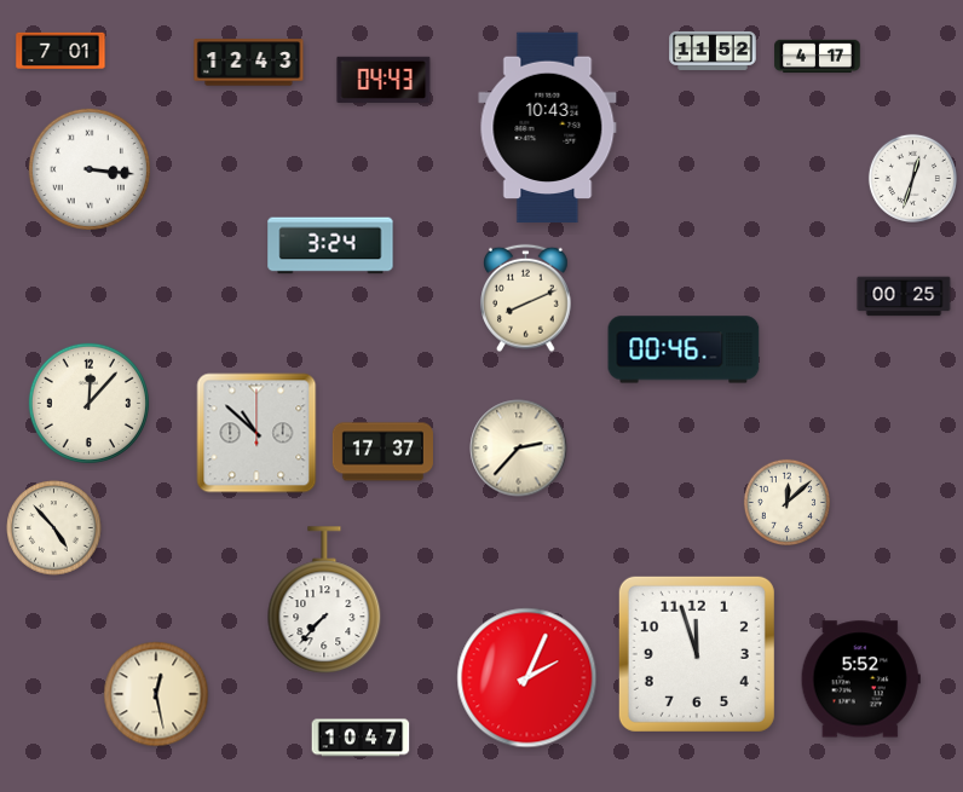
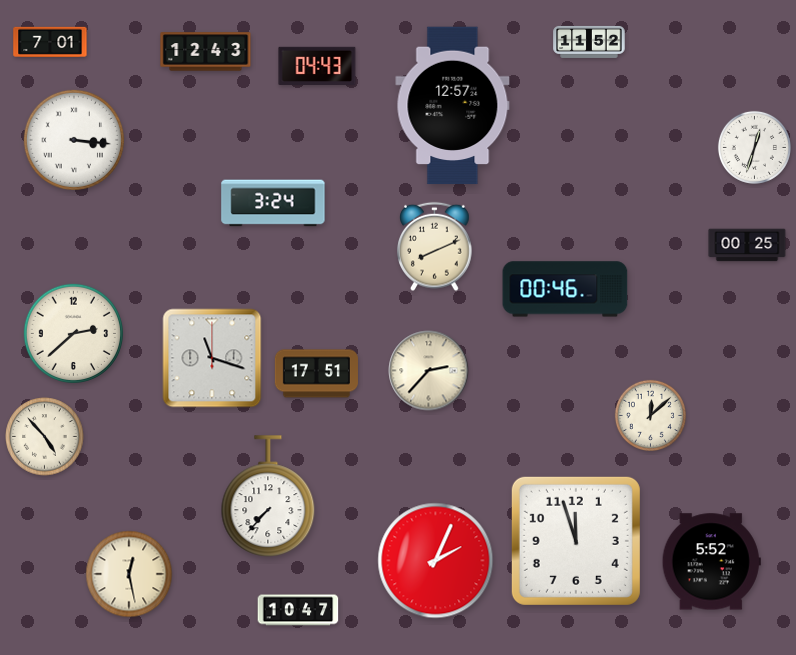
clock at (818, 57): 4:17 -> none
clock at (548, 128): 10:43 -> 12:57
clock at (88, 403): 12:07 -> 2:38
clock at (256, 433): 10:52 -> 11:18
clock at (382, 452): 17:37 -> 17:51
